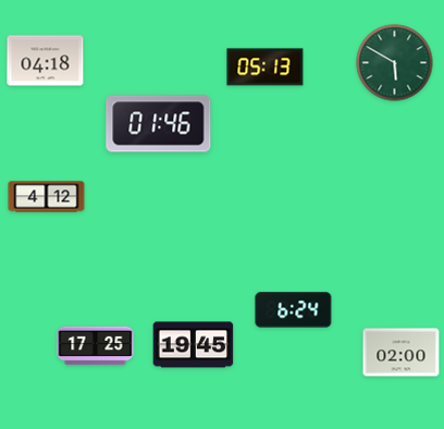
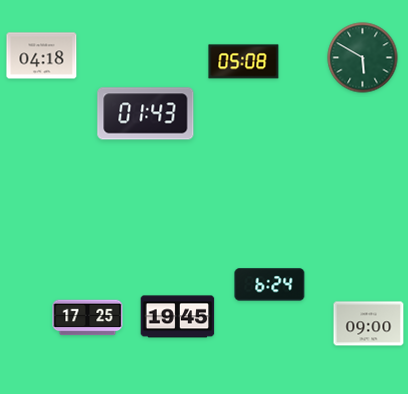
clock at (266, 68): 05:13 -> 05:08
clock at (159, 124): 01:46 -> 01:43
clock at (47, 197): 4:12 -> none
clock at (402, 353): 02:00 -> 09:00
